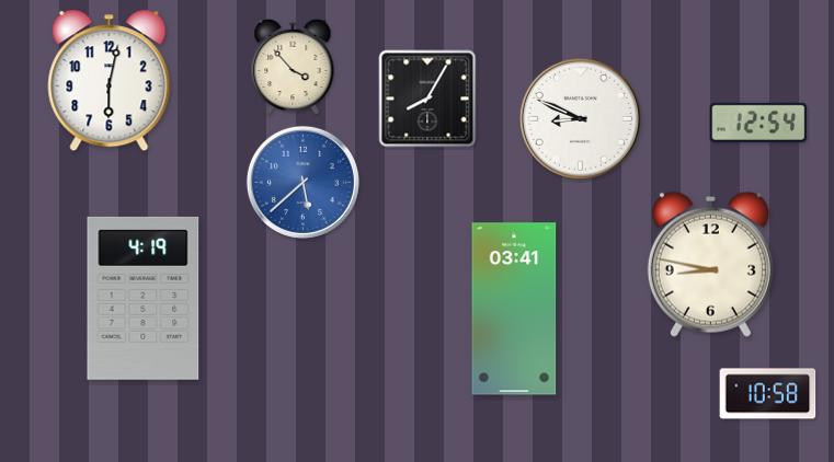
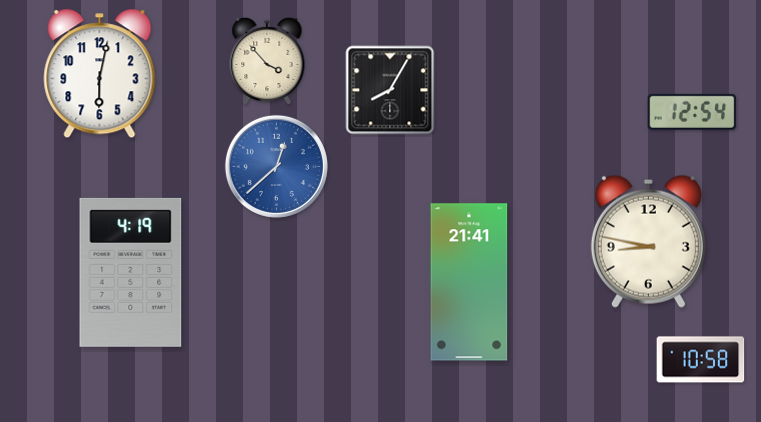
clock at (580, 118): 8:49 -> none
clock at (302, 182): 5:38 -> 12:38
clock at (514, 309): 03:41 -> 21:41
